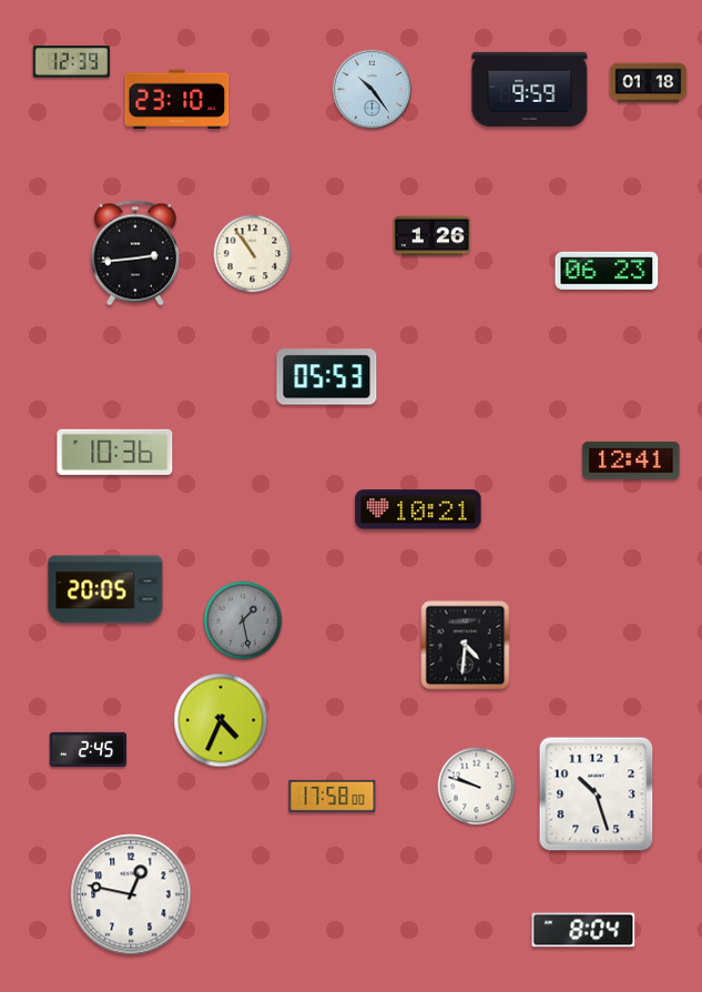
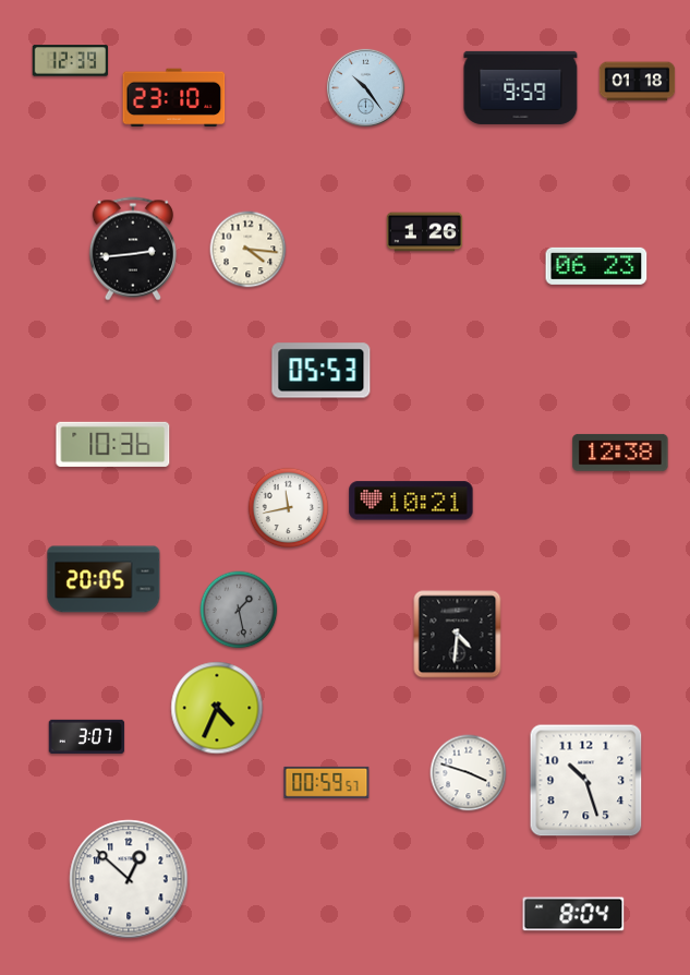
clock at (253, 254): 10:54 -> 4:16
clock at (631, 460): 12:41 -> 12:38
clock at (289, 508): none -> 11:43
clock at (89, 749): 2:45 -> 3:07
clock at (477, 787): 9:48 -> 3:48
clock at (333, 796): 17:58 -> 00:59
clock at (131, 894): 12:47 -> 12:52
